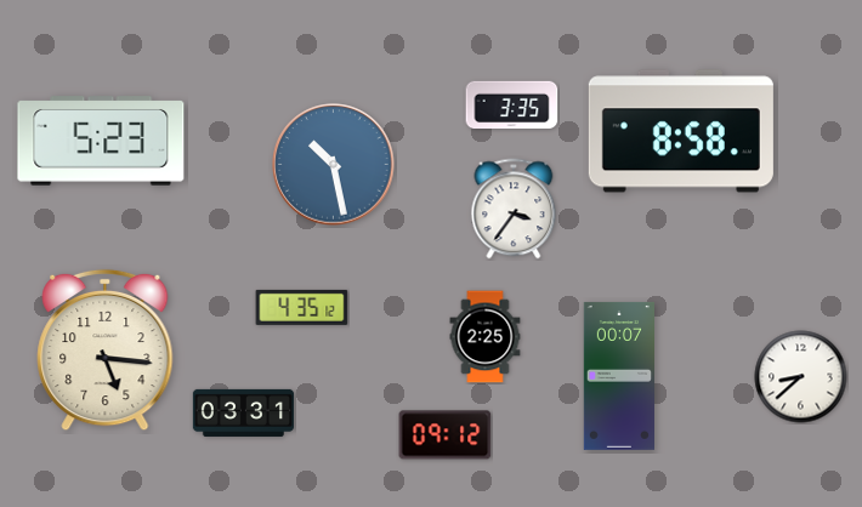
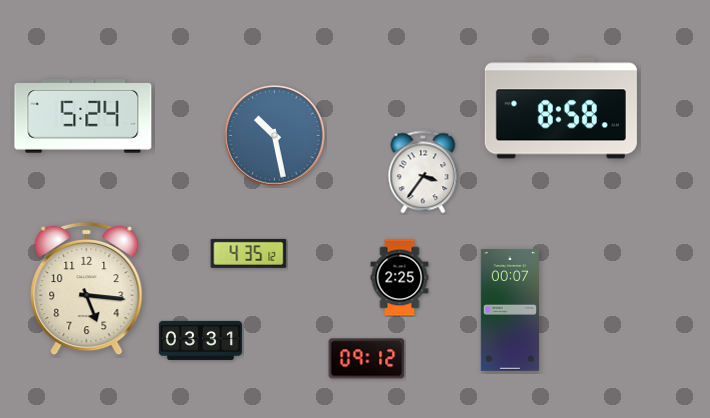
clock at (512, 106): 3:35 -> none
clock at (101, 141): 5:23 -> 5:24
clock at (801, 377): 8:38 -> none
